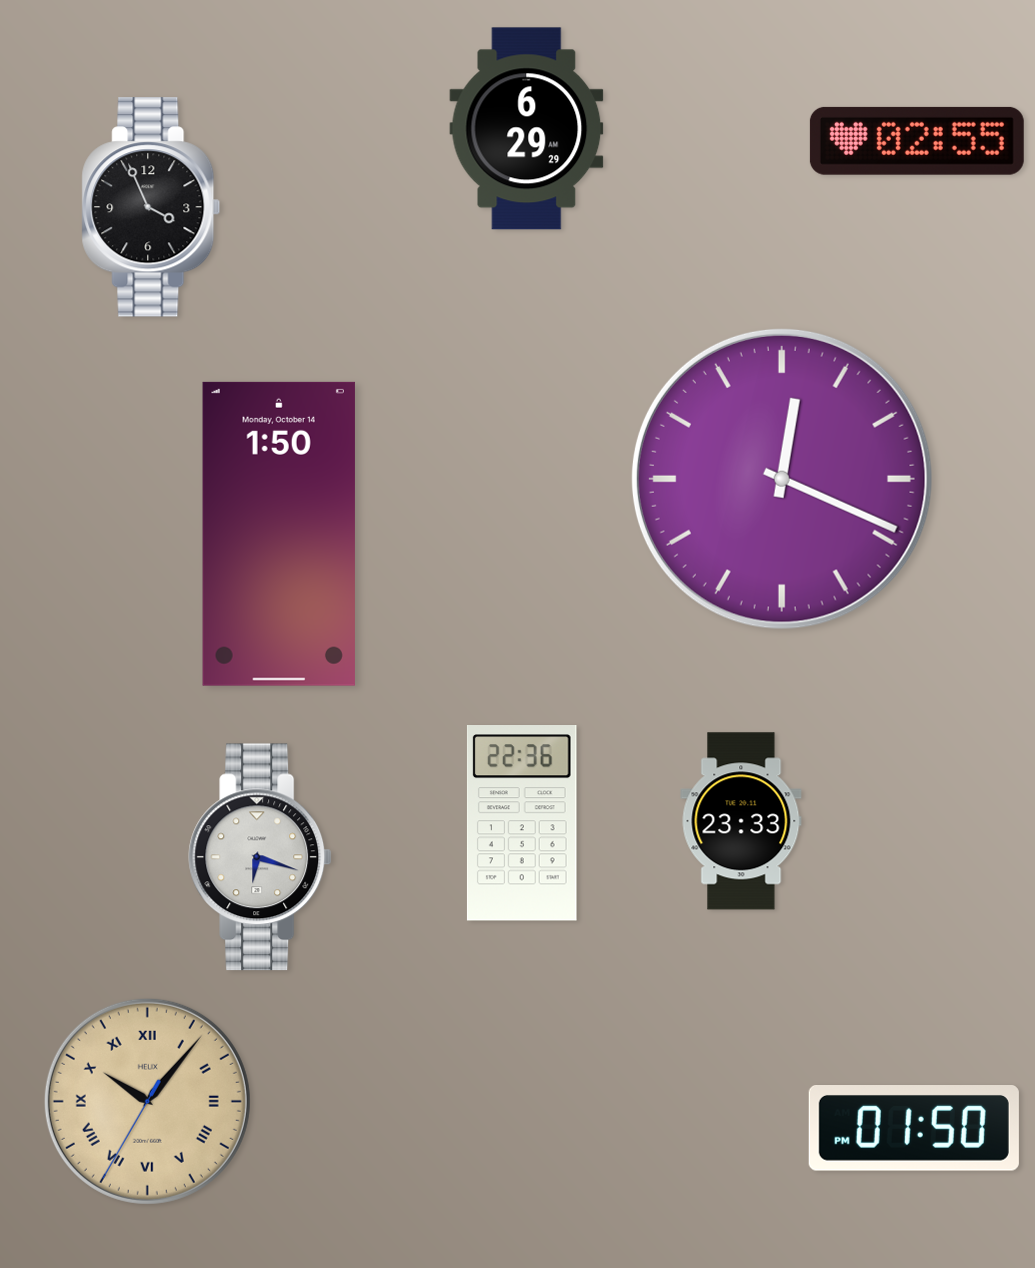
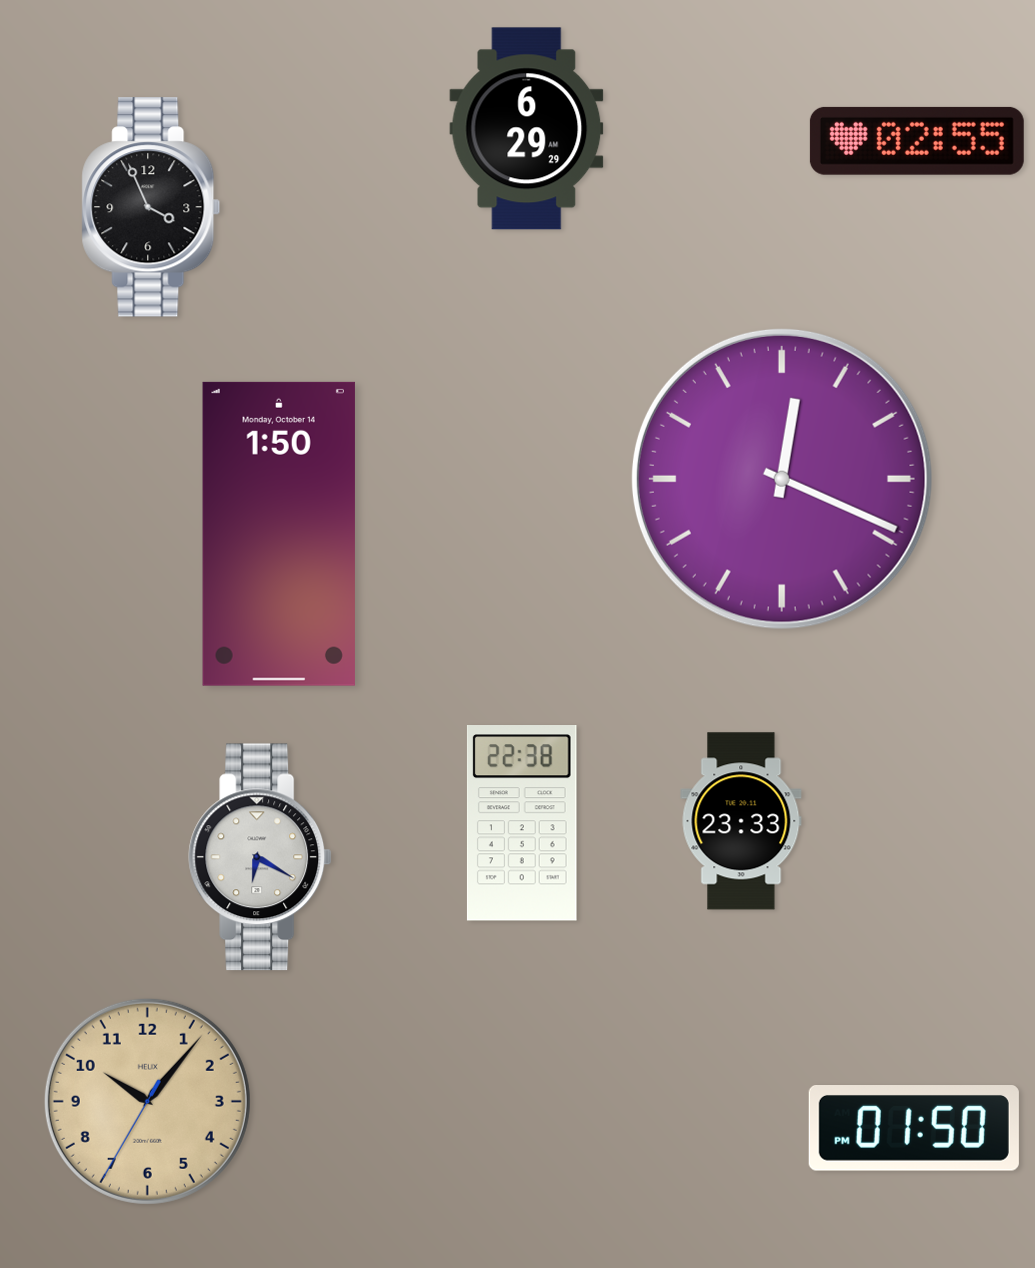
clock at (522, 824): 22:36 -> 22:38
clock at (260, 857): 6:18 -> 6:20
clock at (147, 1101) numerals: Roman -> Arabic
